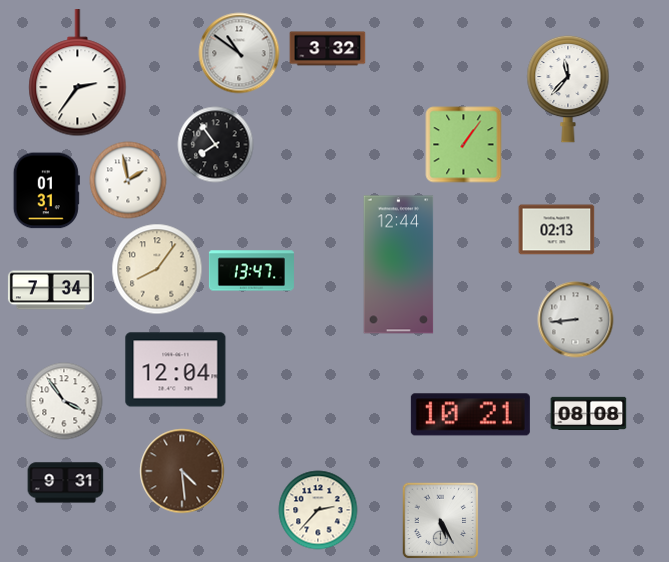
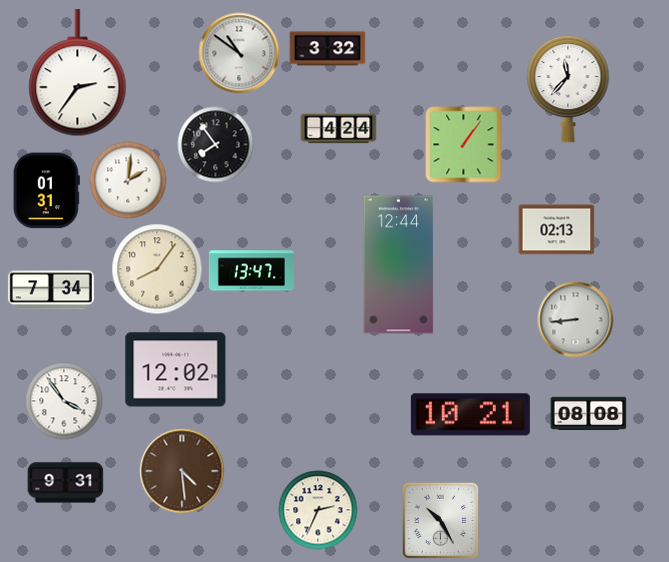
clock at (339, 129): none -> 4:24
clock at (128, 180): 1:58 -> 2:01
clock at (176, 370): 12:04 -> 12:02
clock at (318, 510): 2:37 -> 2:34
clock at (440, 520): 5:25 -> 10:25
